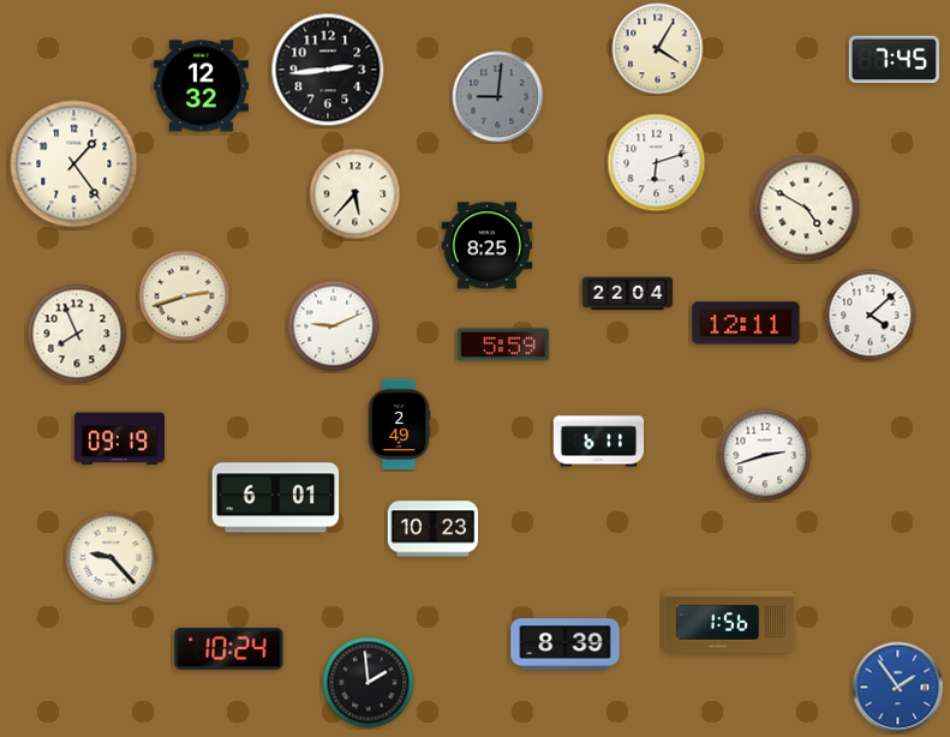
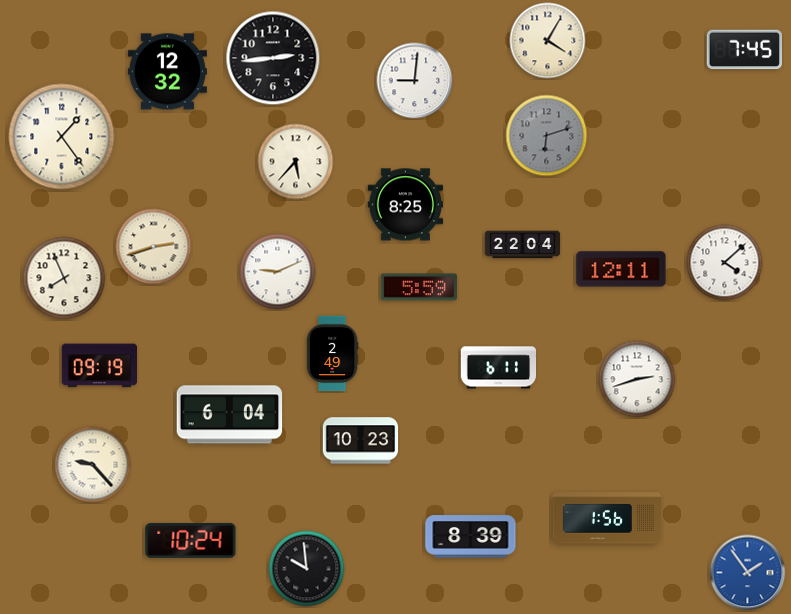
clock at (498, 97) dial: grey -> white
clock at (657, 163) dial: white -> grey
clock at (807, 209): 4:50 -> none
clock at (276, 498): 6:01 -> 6:04
clock at (369, 683): 1:59 -> 9:59
